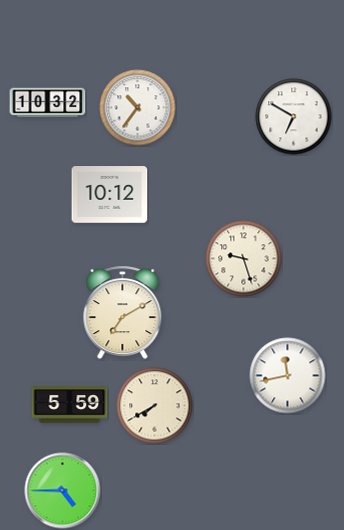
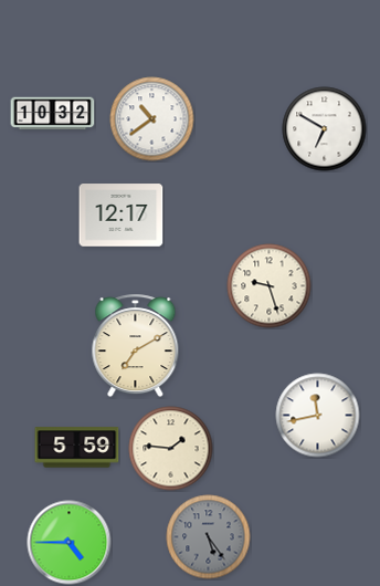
clock at (138, 108): 10:36 -> 10:39
clock at (110, 195): 10:12 -> 12:17
clock at (155, 406): 7:40 -> 1:46
clock at (209, 537): none -> 5:24
